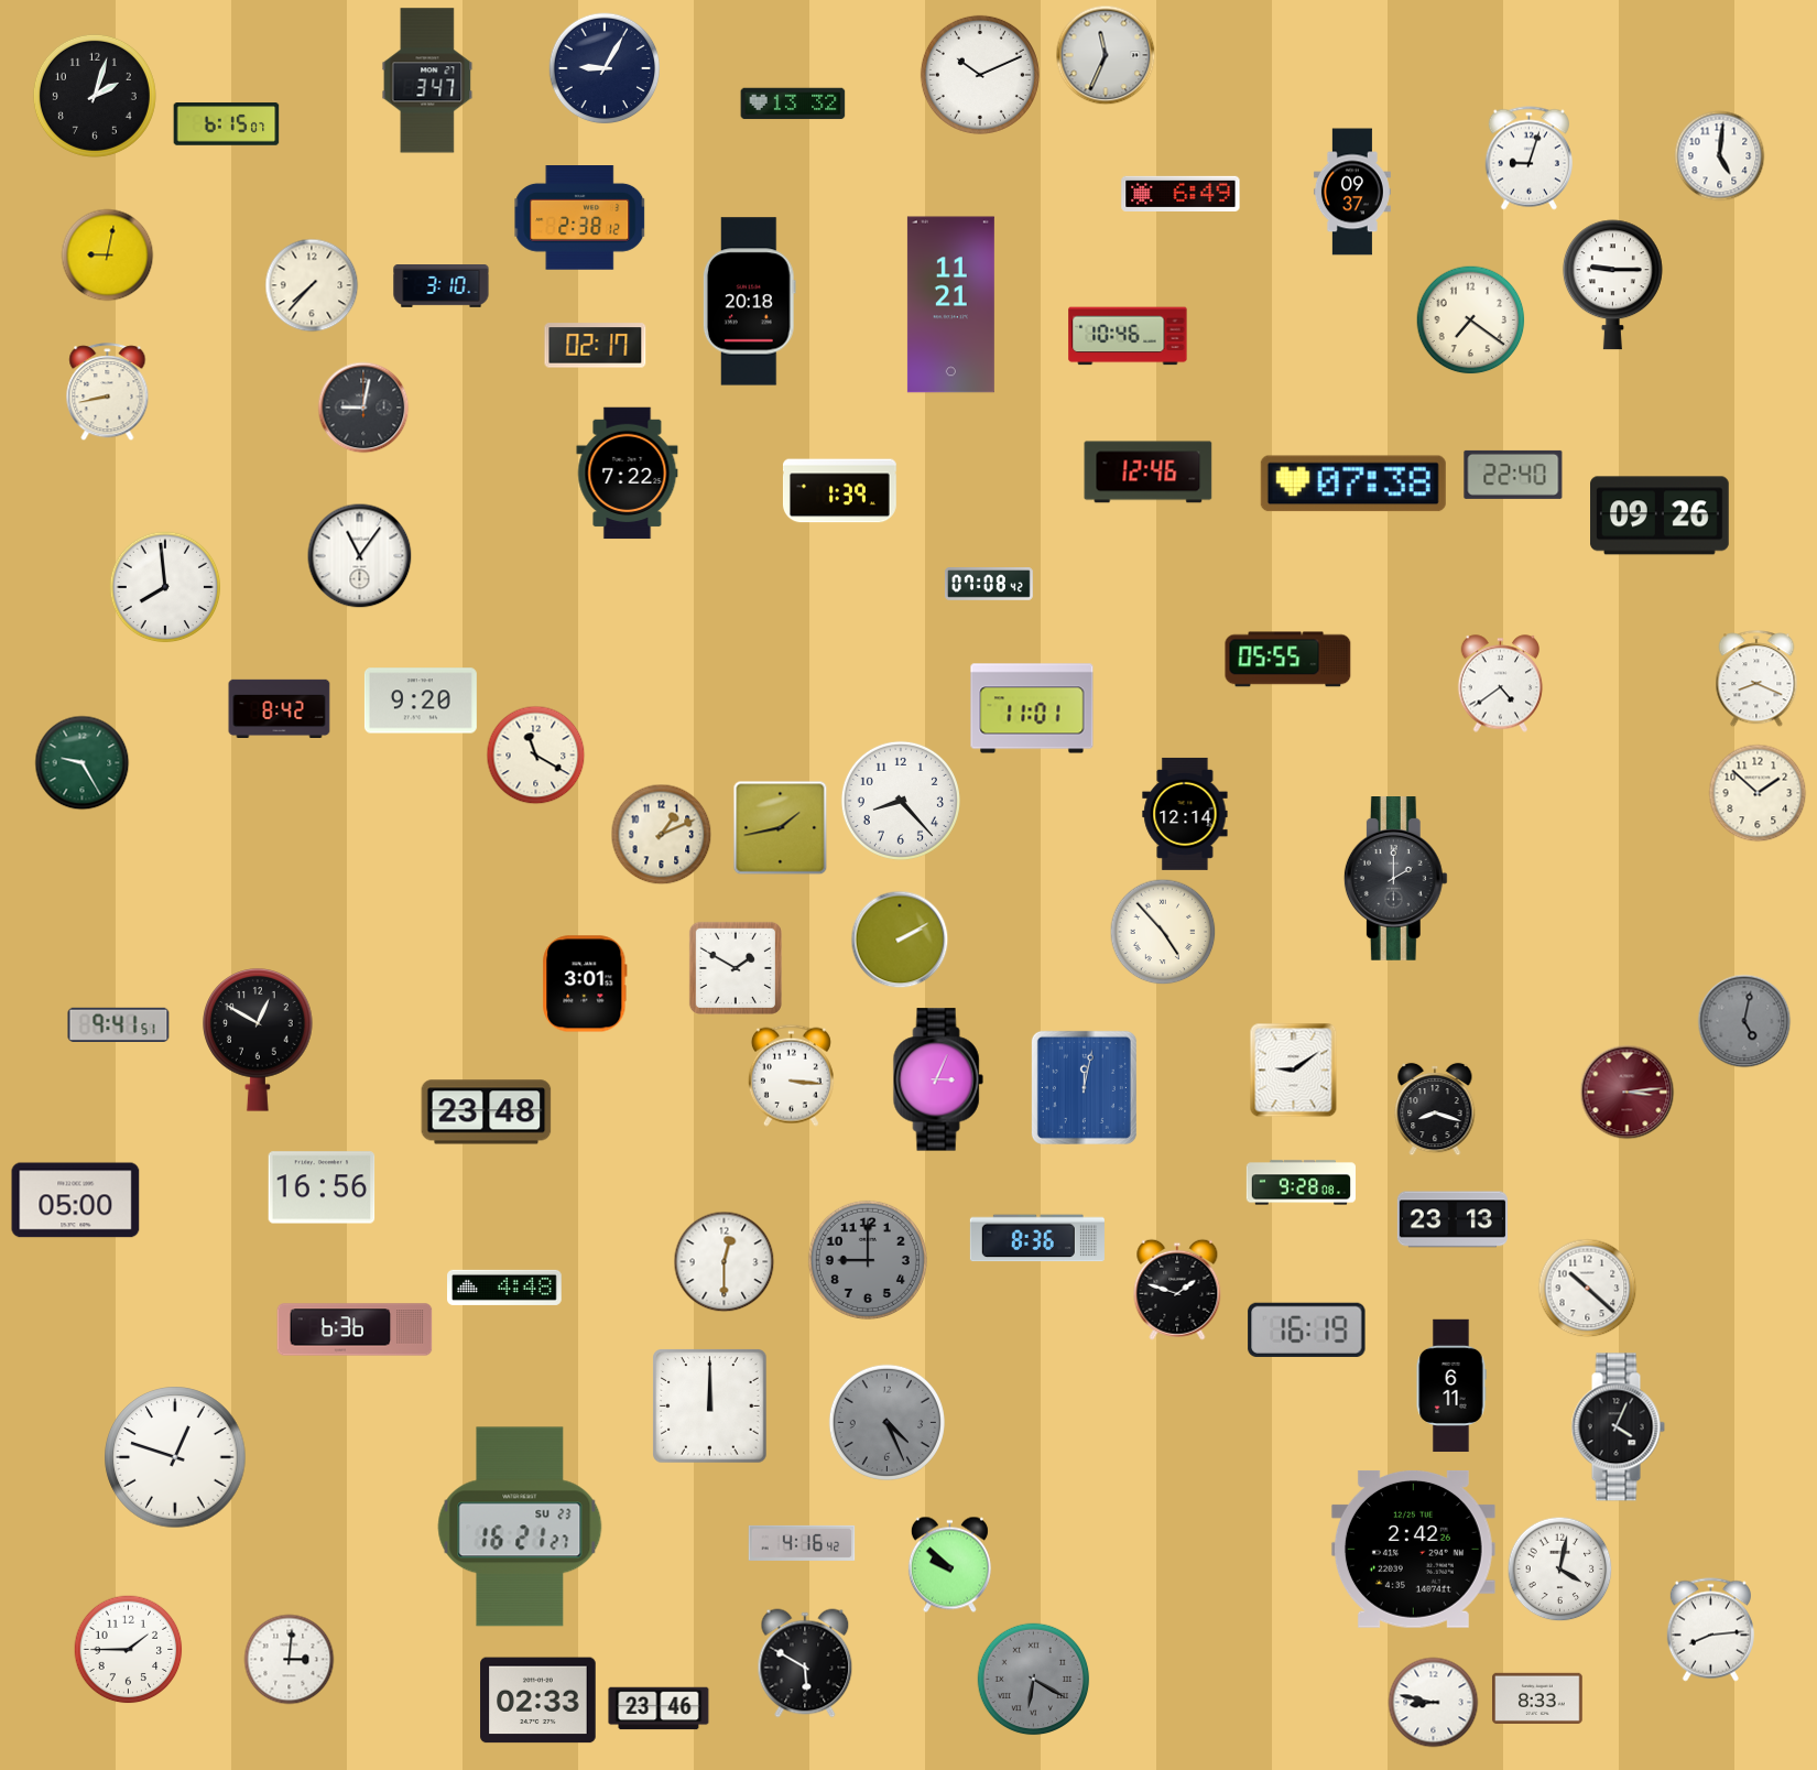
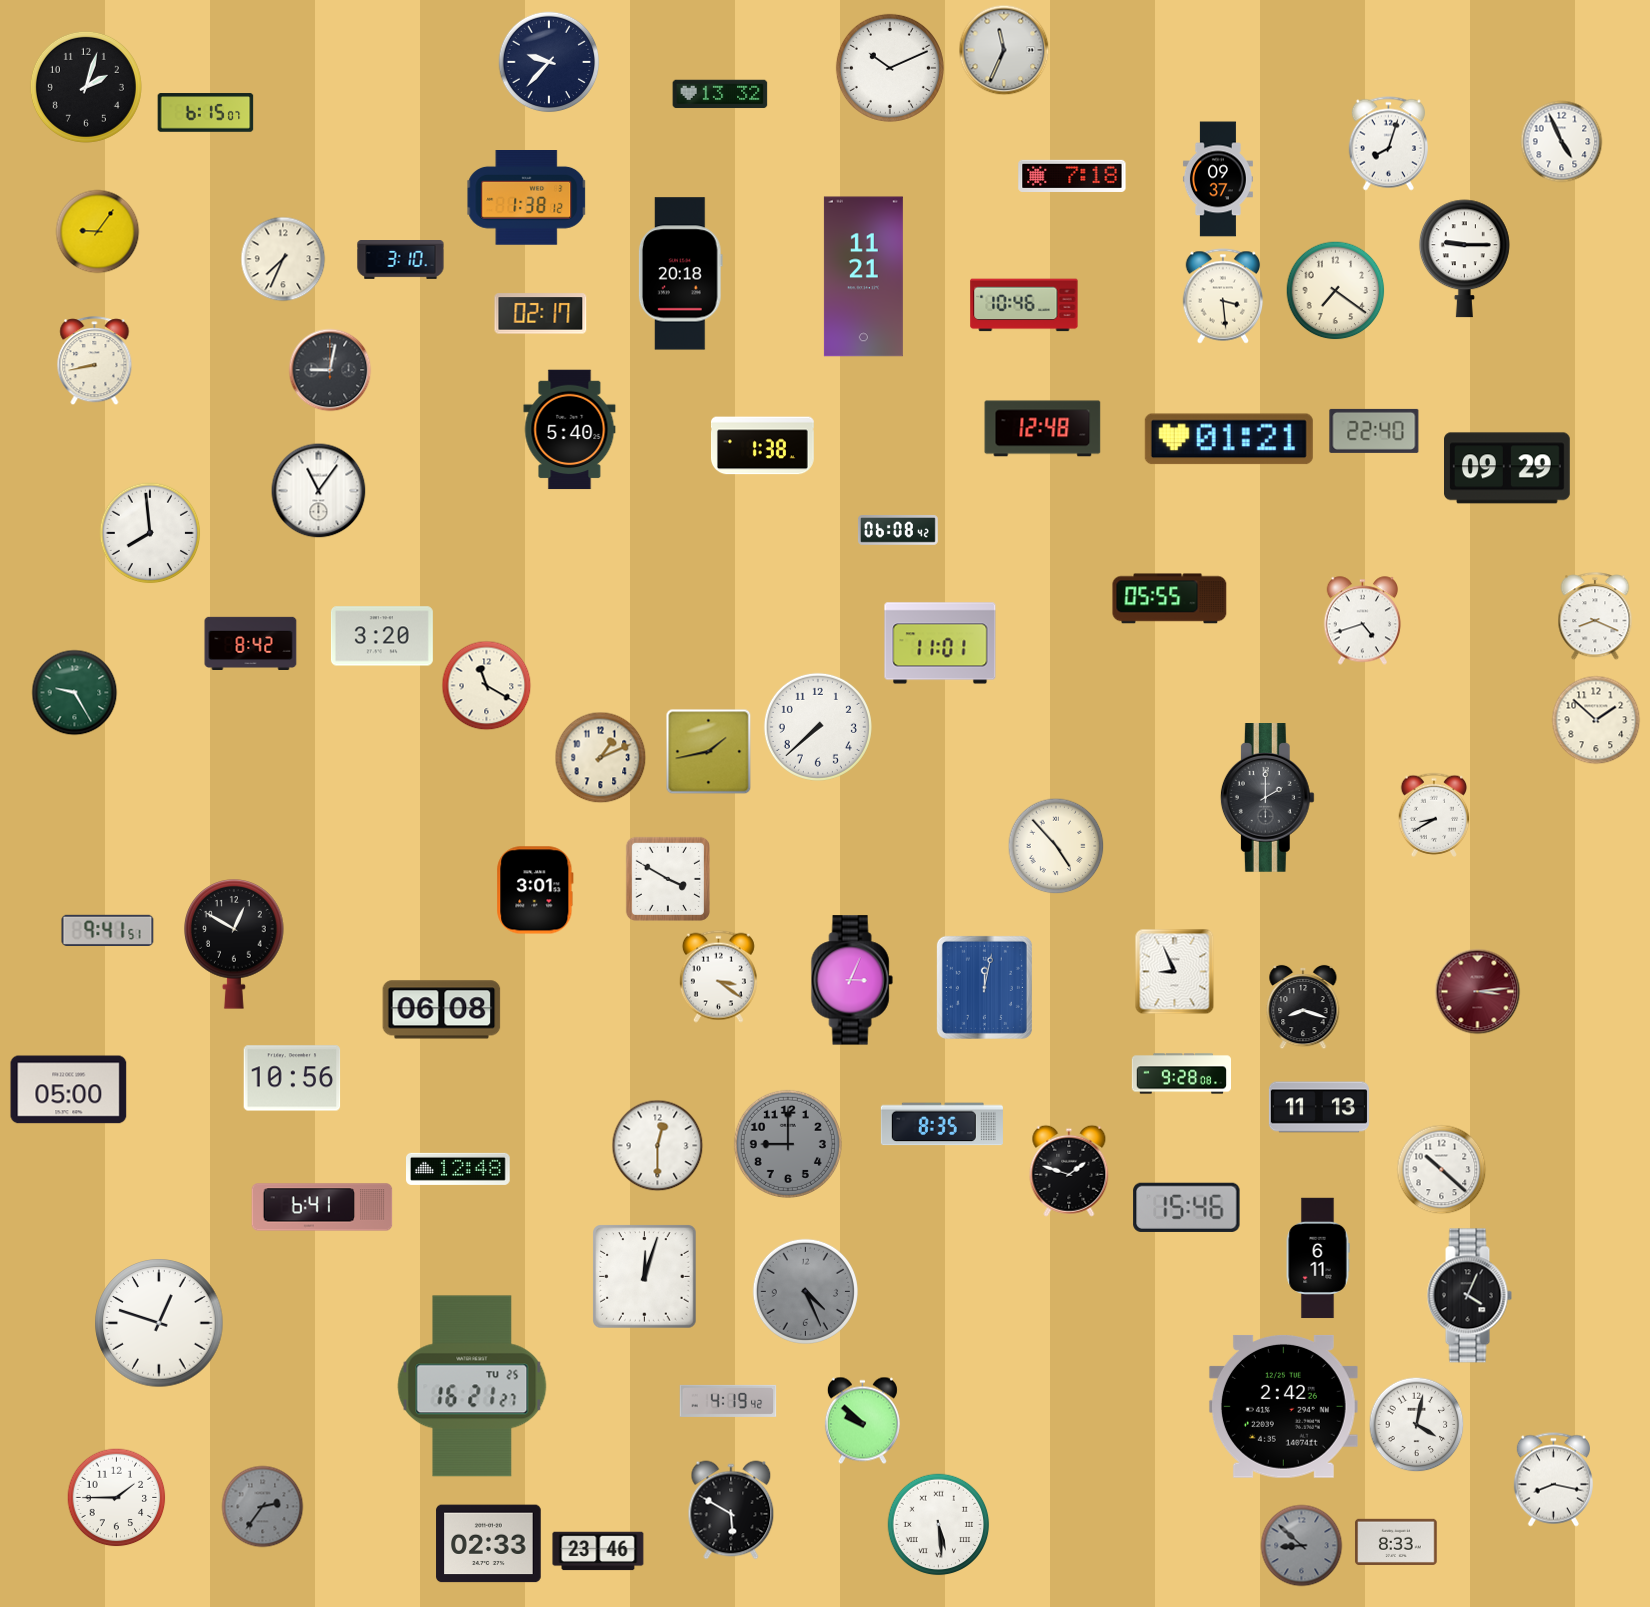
clock at (605, 68): 9:05 -> 9:37
clock at (427, 80): 3:47 -> none
clock at (1720, 156): 5:01 -> 4:56
clock at (1528, 159): 9:03 -> 8:03
clock at (1352, 192) position: (1352, 192) -> (1218, 179)
clock at (1180, 194): 6:49 -> 7:18
clock at (580, 218): 2:38 -> 1:38
clock at (108, 256): 9:02 -> 9:06
clock at (312, 285): 7:37 -> 7:34
clock at (1223, 296): none -> 3:29
clock at (108, 392) position: (108, 392) -> (95, 361)
clock at (1149, 473): 12:46 -> 12:48
clock at (628, 474): 7:22 -> 5:40
clock at (1353, 484): 07:38 -> 01:21
clock at (840, 491): 1:39 -> 1:38
clock at (1661, 515): 09:26 -> 09:29
clock at (360, 556) position: (360, 556) -> (319, 491)
clock at (989, 585): 07:08 -> 06:08
clock at (1501, 684): 4:39 -> 4:42
clock at (421, 701): 9:20 -> 3:20
clock at (280, 708) position: (280, 708) -> (251, 643)
clock at (1032, 708) position: (1032, 708) -> (940, 643)
clock at (901, 801): 8:23 -> 7:38
clock at (1185, 814): 12:14 -> none
clock at (1434, 814): none -> 8:40
clock at (900, 940): 2:10 -> none
clock at (735, 967): 1:50 -> 3:50
clock at (585, 984) position: (585, 984) -> (535, 890)
clock at (1744, 1021): 5:02 -> none
clock at (1294, 1071): 9:09 -> 8:56
clock at (791, 1075): 3:16 -> 3:21
clock at (487, 1112): 23:48 -> 06:08
clock at (322, 1187): 16:56 -> 10:56
clock at (1452, 1219): 23:13 -> 11:13
clock at (1037, 1238): 8:36 -> 8:35
clock at (505, 1288): 4:48 -> 12:48
clock at (355, 1329): 6:36 -> 6:41
clock at (1307, 1329): 16:19 -> 15:46
clock at (710, 1407): 12:00 -> 12:03
clock at (520, 1527) date: SU 23 -> TU 25
clock at (802, 1543): 4:16 -> 4:19
clock at (1710, 1630): 8:14 -> 8:17
clock at (290, 1660): 3:01 -> 2:36
clock at (290, 1660) dial: white -> grey
clock at (1034, 1680): 6:20 -> 5:29
clock at (1034, 1680) dial: grey -> white
clock at (1434, 1703): 8:47 -> 8:52
clock at (1434, 1703) dial: white -> grey
